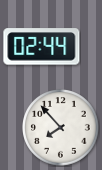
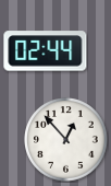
clock at (61, 128): 7:53 -> 12:53
